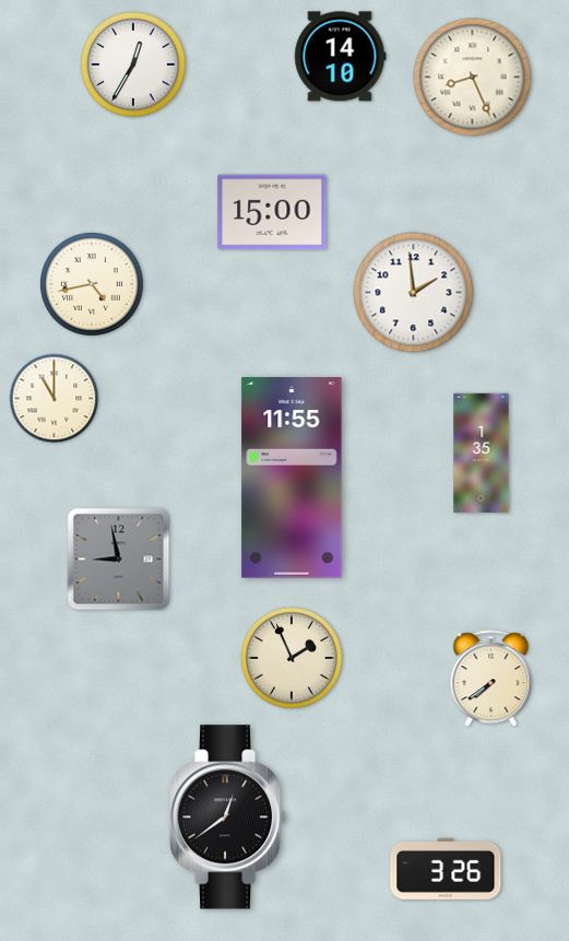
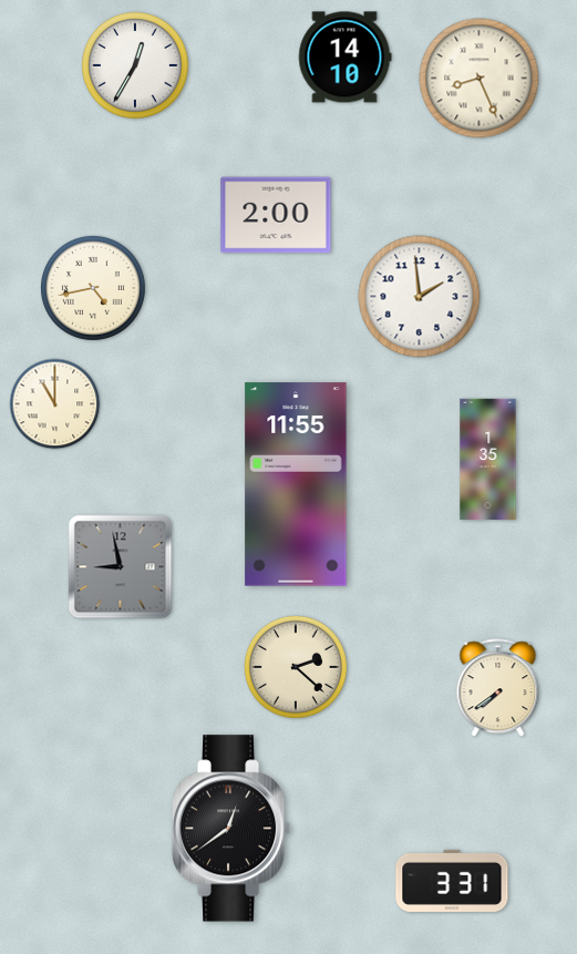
clock at (272, 212): 15:00 -> 2:00
clock at (292, 658): 1:56 -> 2:22
clock at (446, 869): 3:26 -> 3:31
